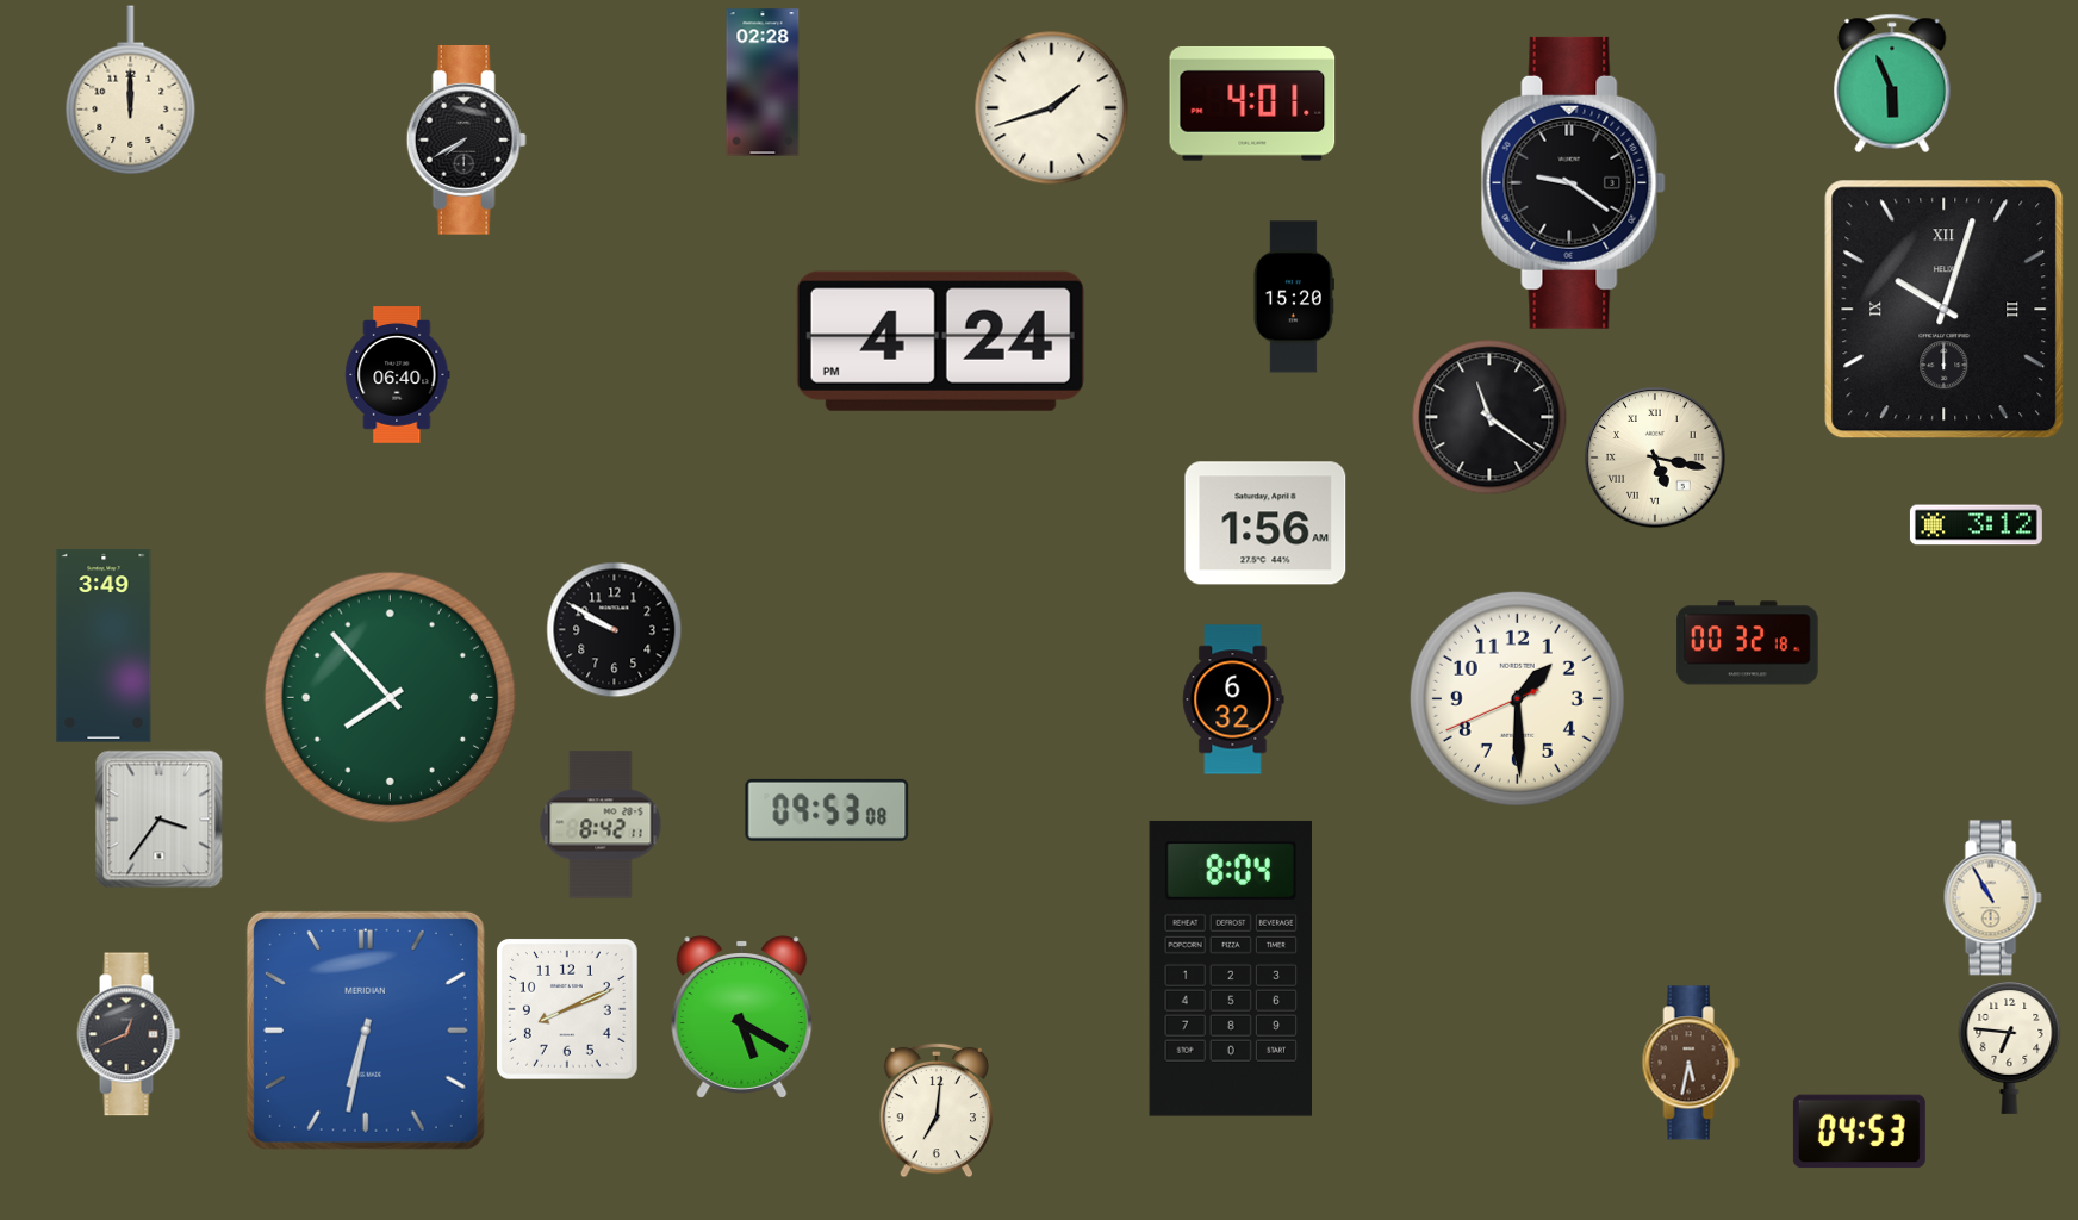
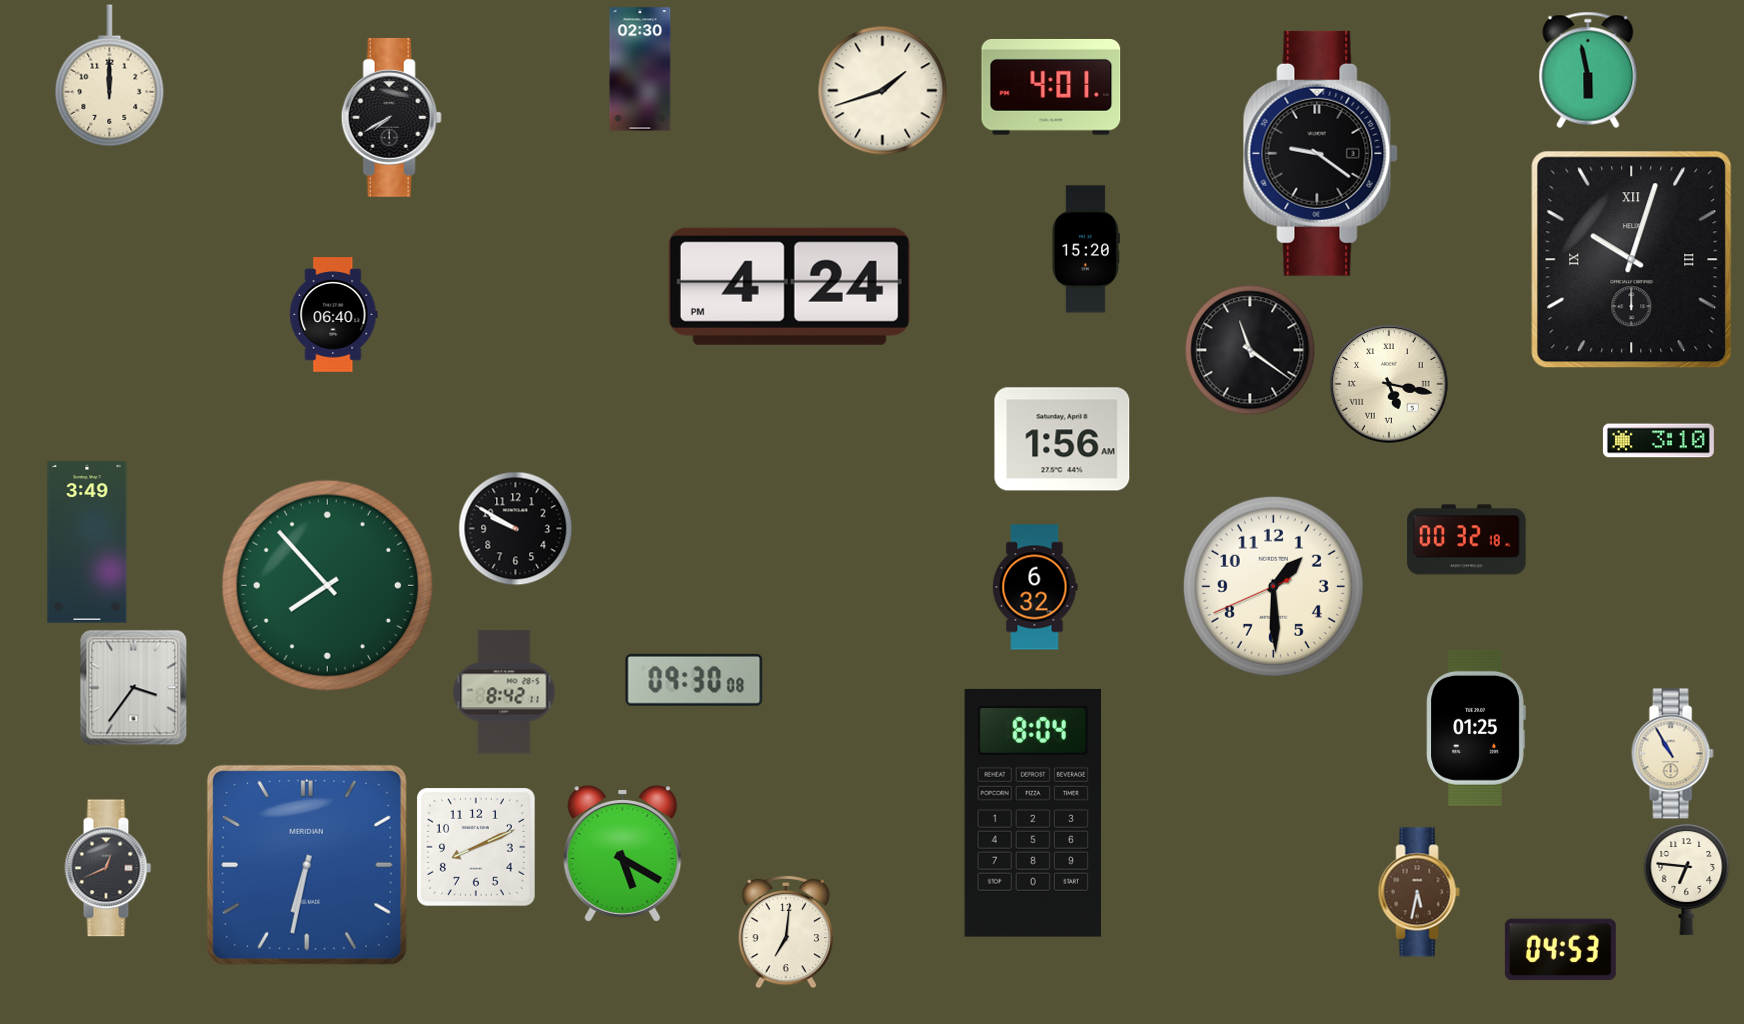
clock at (763, 82): 02:28 -> 02:30
clock at (1892, 83): 5:56 -> 5:58
clock at (1976, 525): 3:12 -> 3:10
clock at (827, 810): 09:53 -> 09:30
clock at (1476, 728): none -> 01:25
